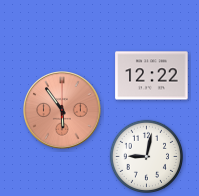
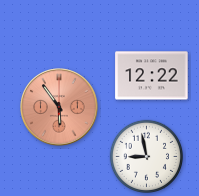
clock at (62, 110) position: (62, 110) -> (59, 107)
clock at (146, 156): 9:02 -> 8:58
